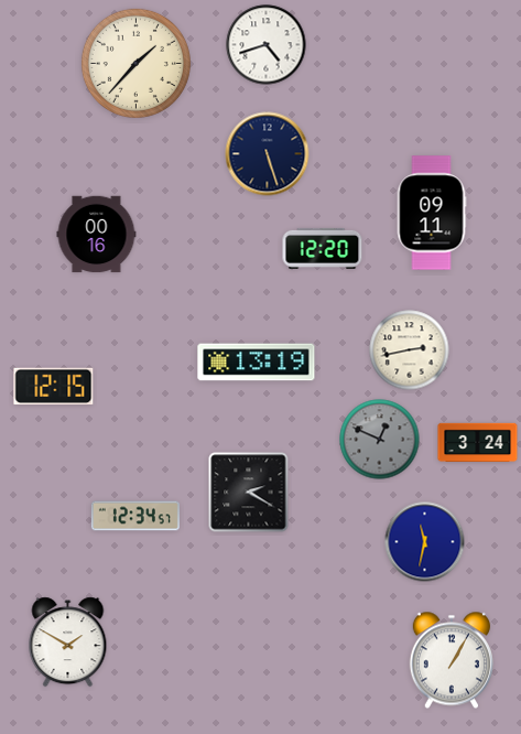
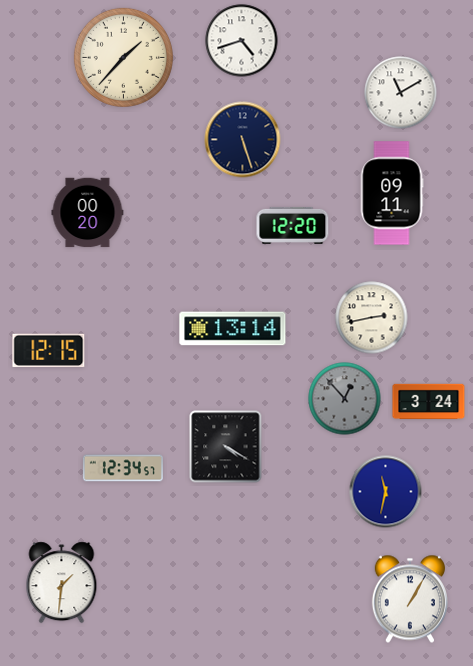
clock at (401, 93): none -> 11:10
clock at (97, 235): 00:16 -> 00:20
clock at (257, 363): 13:19 -> 13:14
clock at (380, 440): 12:49 -> 12:53
clock at (478, 443) position: (478, 443) -> (429, 402)
clock at (249, 493): 2:20 -> 4:20
clock at (68, 643): 1:50 -> 1:31
